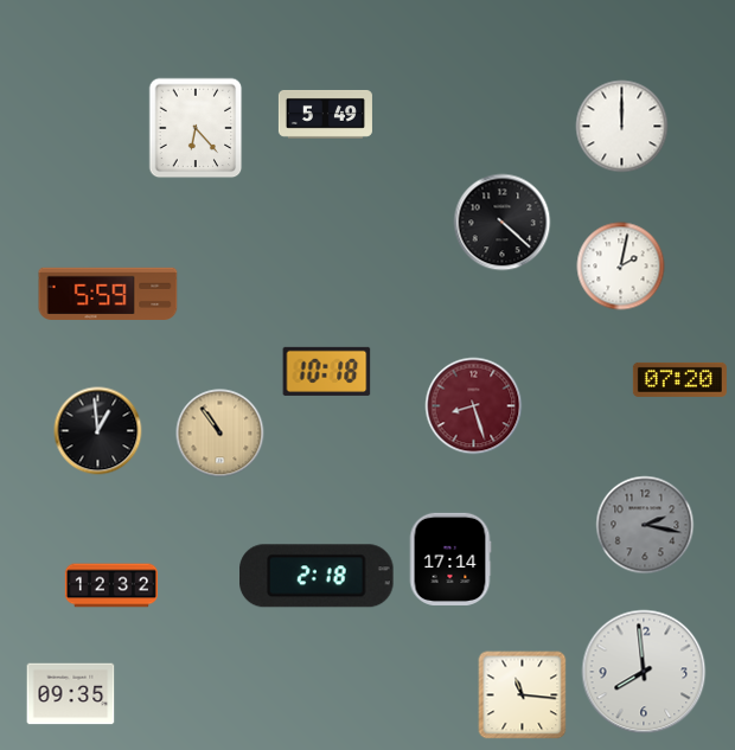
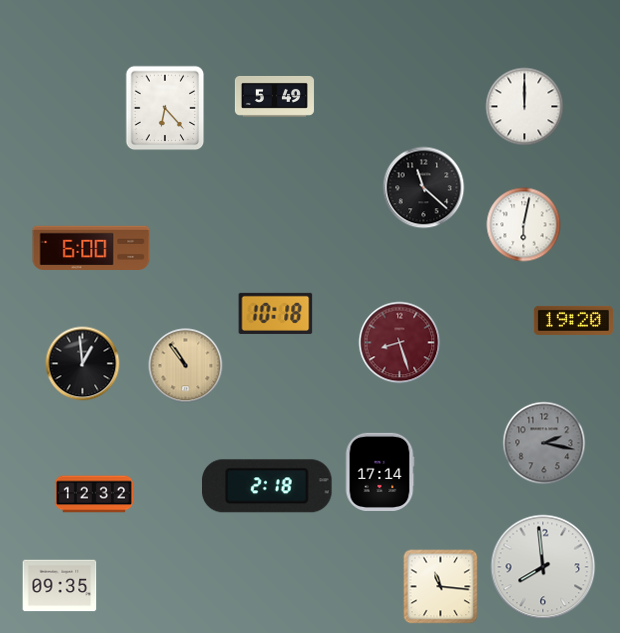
clock at (503, 223): 4:22 -> 11:22
clock at (621, 267): 2:02 -> 6:02
clock at (108, 294): 5:59 -> 6:00
clock at (679, 379): 07:20 -> 19:20
